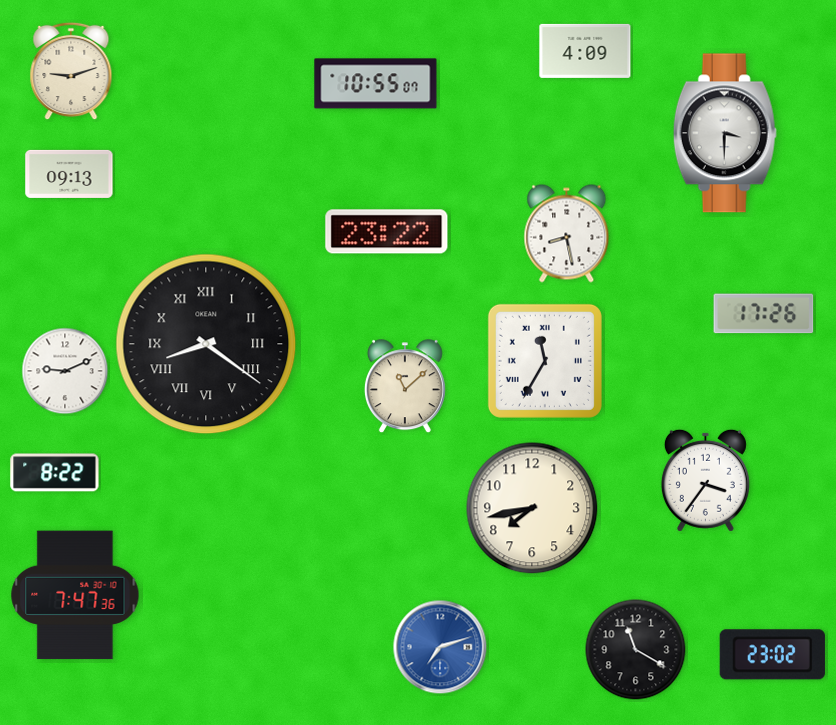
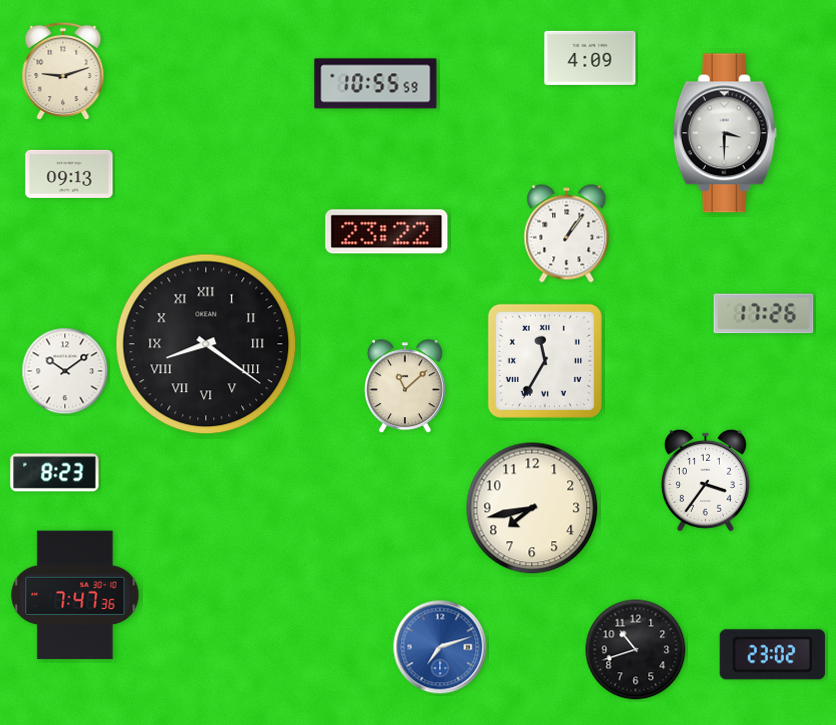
clock at (585, 51) position: (585, 51) -> (590, 58)
clock at (71, 71) position: (71, 71) -> (63, 71)
clock at (376, 84): 10:55:07 -> 10:55:59
clock at (567, 234): 8:28 -> 1:06
clock at (65, 371): 9:11 -> 10:09
clock at (55, 473): 8:22 -> 8:23
clock at (636, 650): 11:20 -> 10:42
